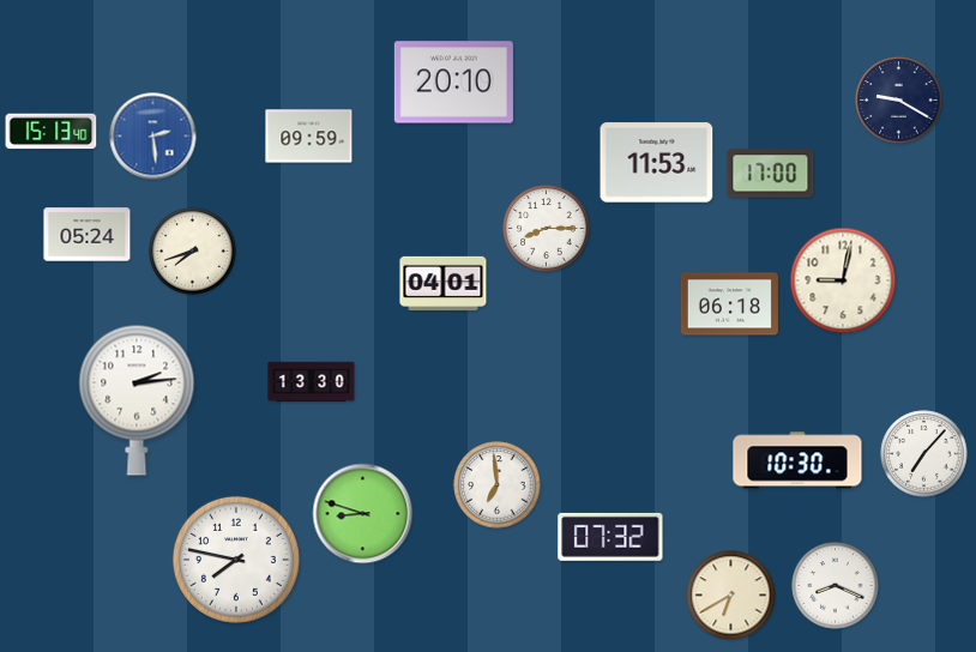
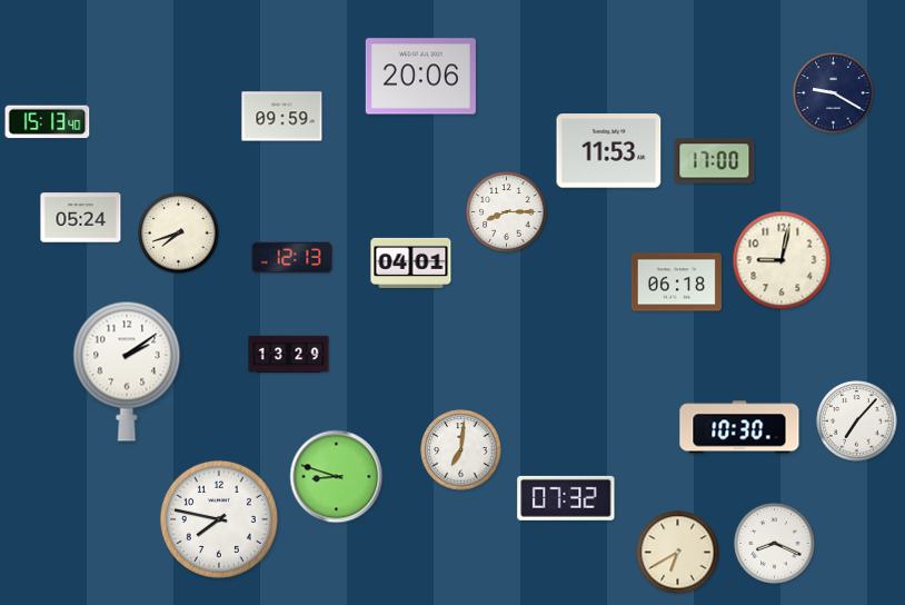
clock at (453, 83): 20:10 -> 20:06
clock at (153, 137): 2:29 -> none
clock at (309, 137) position: (309, 137) -> (282, 117)
clock at (292, 258): none -> 12:13
clock at (312, 382): 13:30 -> 13:29
clock at (137, 400): 2:14 -> 2:09
clock at (498, 485): 6:59 -> 7:01
